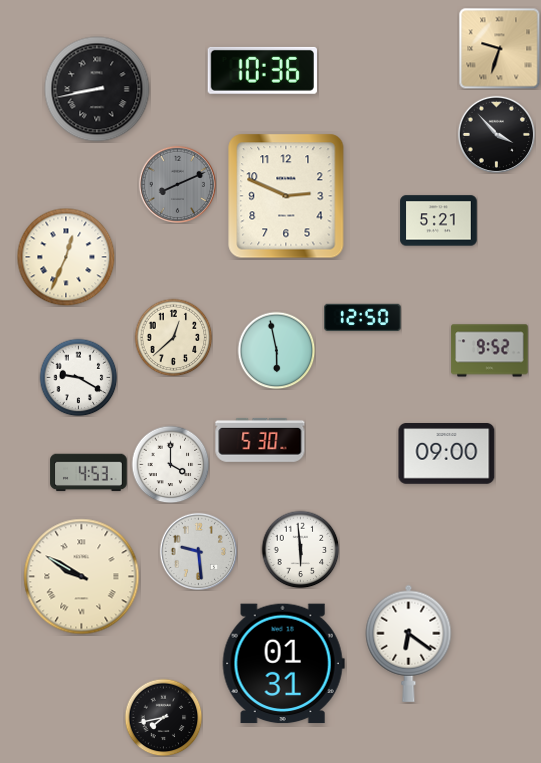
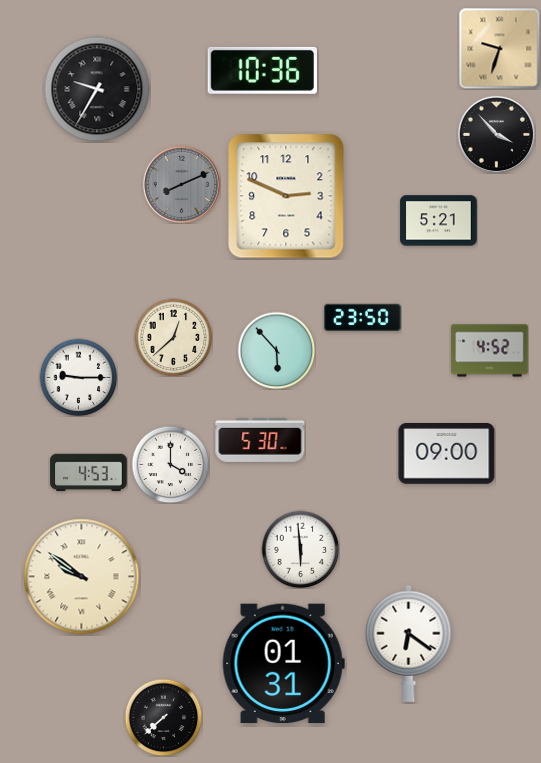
clock at (97, 89): 8:43 -> 9:35
clock at (177, 184) position: (177, 184) -> (181, 184)
clock at (66, 257): 12:34 -> none
clock at (363, 318): 12:50 -> 23:50
clock at (276, 350): 5:58 -> 5:53
clock at (490, 351): 9:52 -> 4:52
clock at (78, 377): 9:20 -> 9:15
clock at (198, 551): 9:29 -> none
clock at (82, 577): 9:50 -> 9:51
clock at (163, 717): 7:43 -> 7:38
